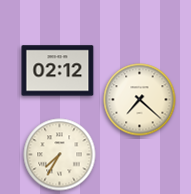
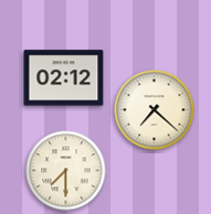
clock at (60, 155): 7:35 -> 7:30
